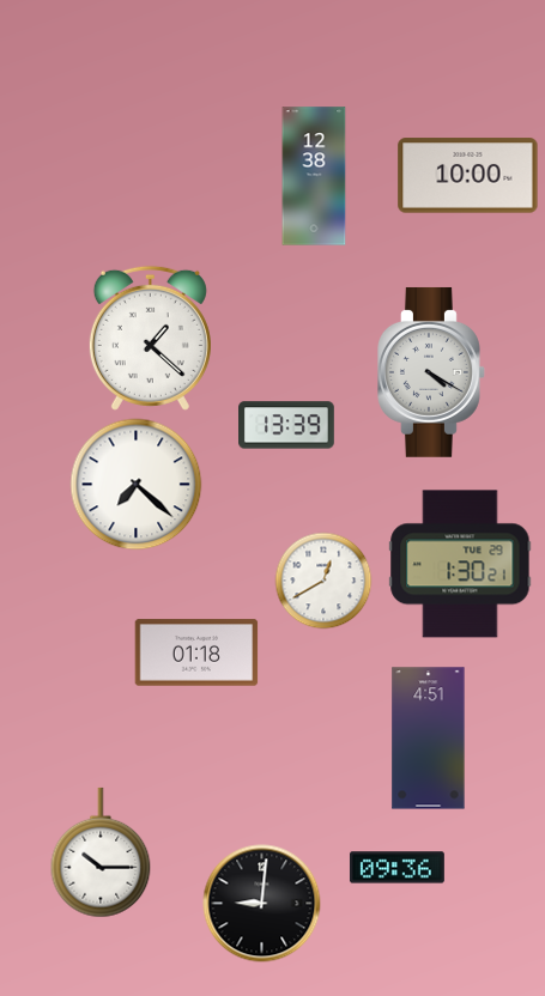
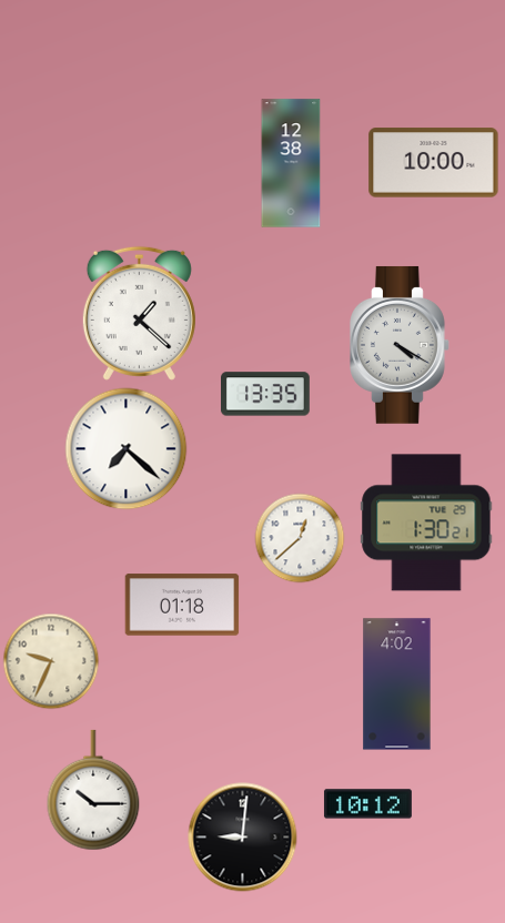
clock at (287, 425): 13:39 -> 13:35
clock at (323, 581): 12:40 -> 12:38
clock at (51, 661): none -> 9:34
clock at (429, 739): 4:51 -> 4:02
clock at (396, 868): 09:36 -> 10:12
